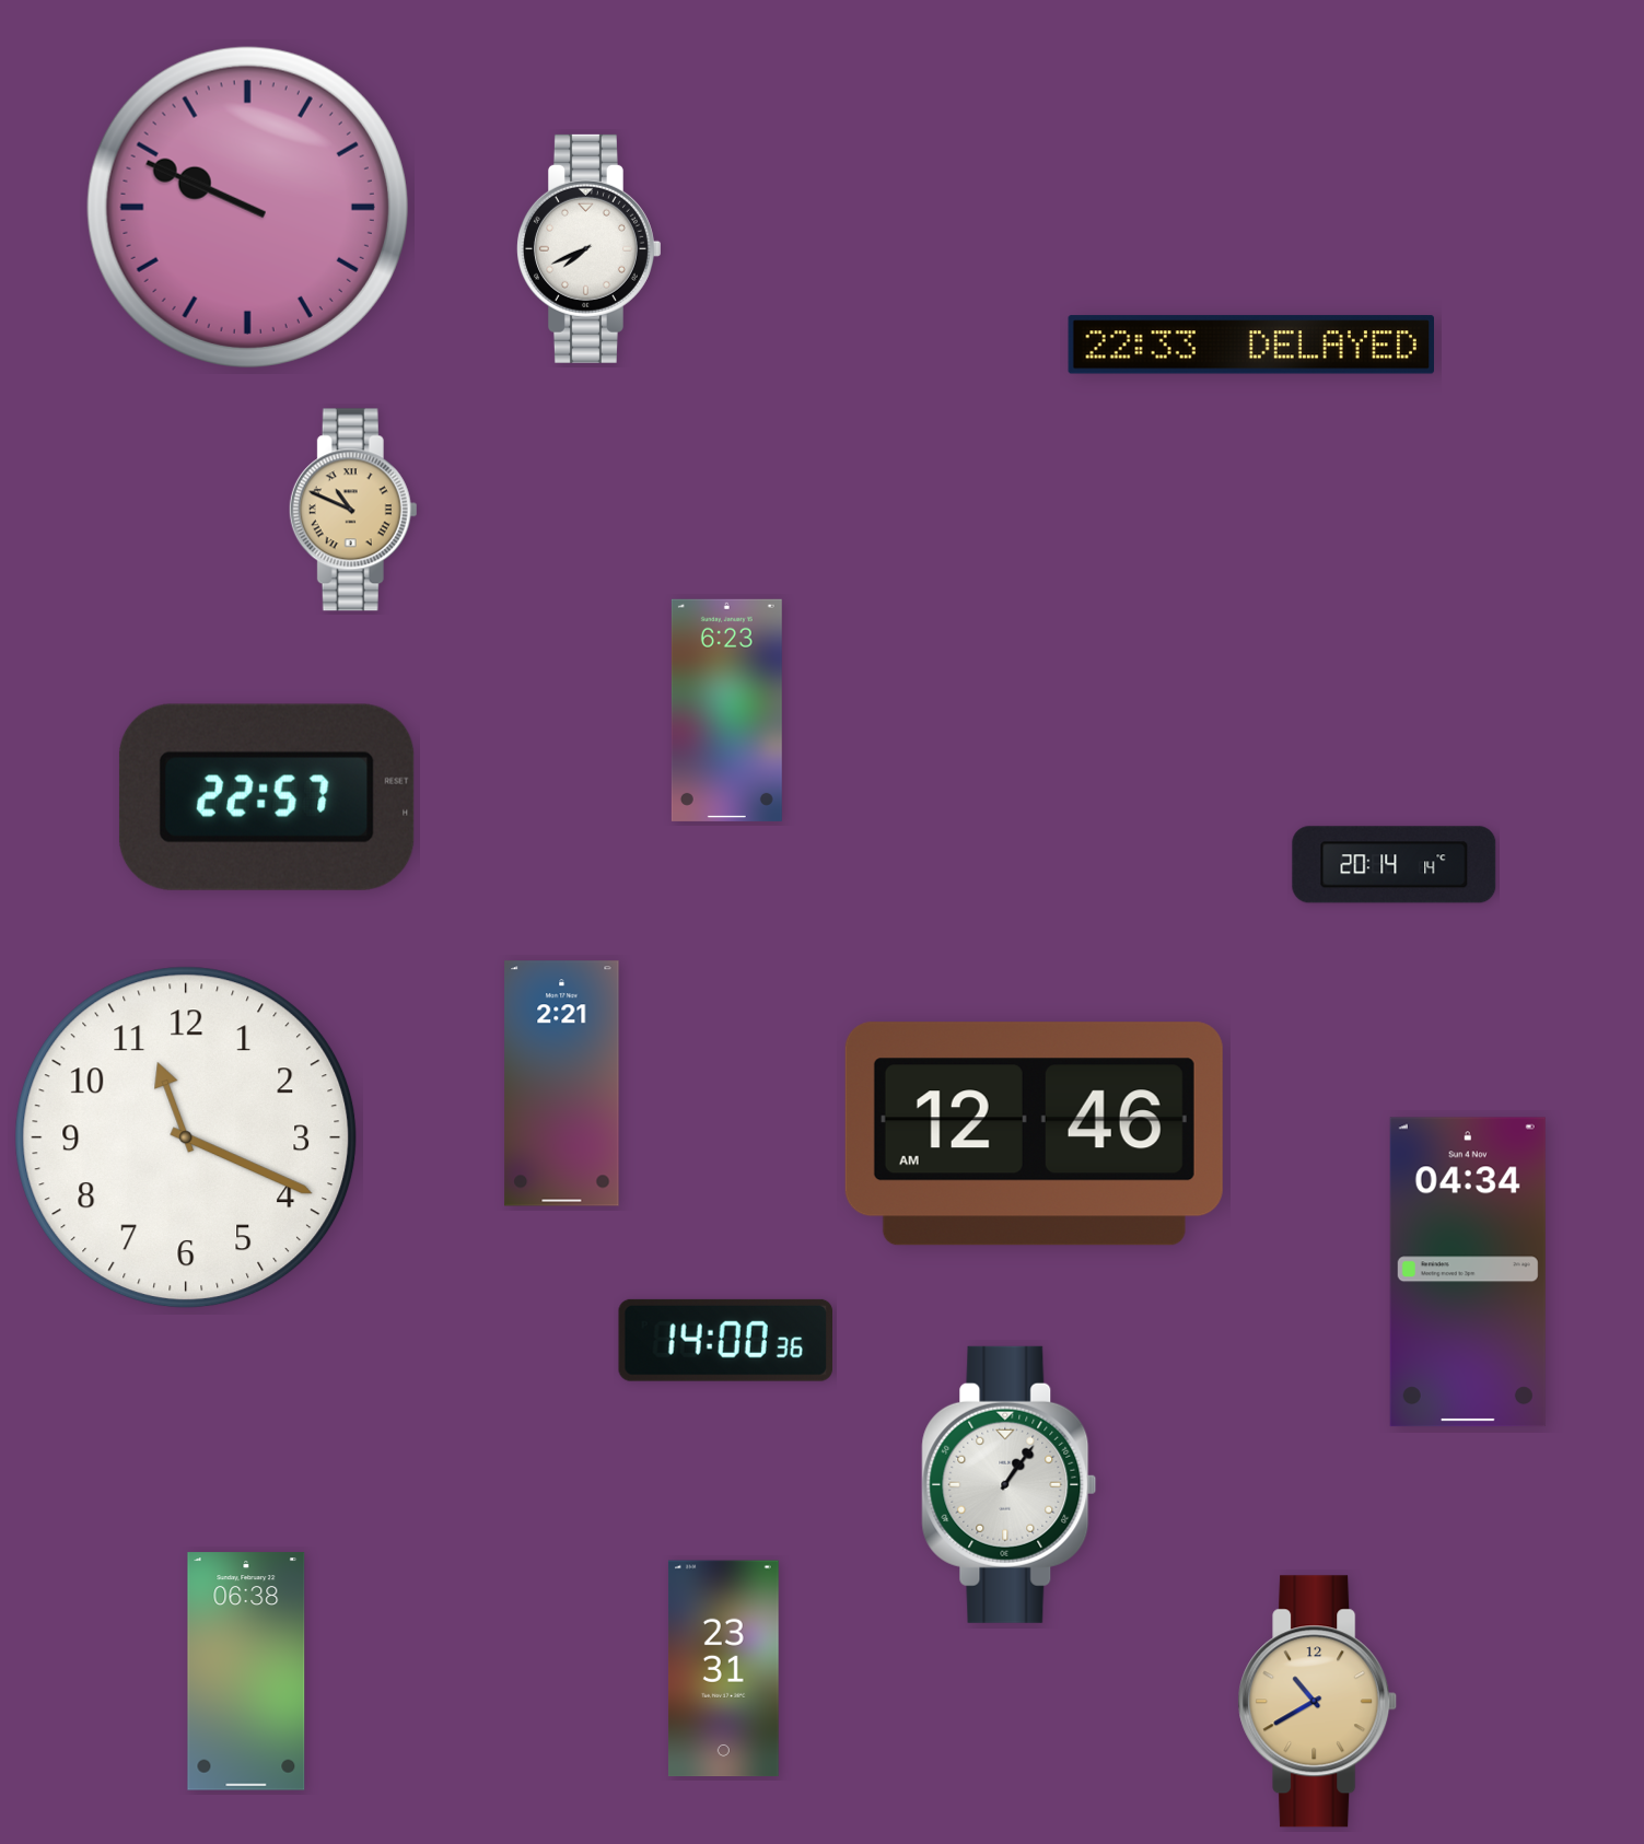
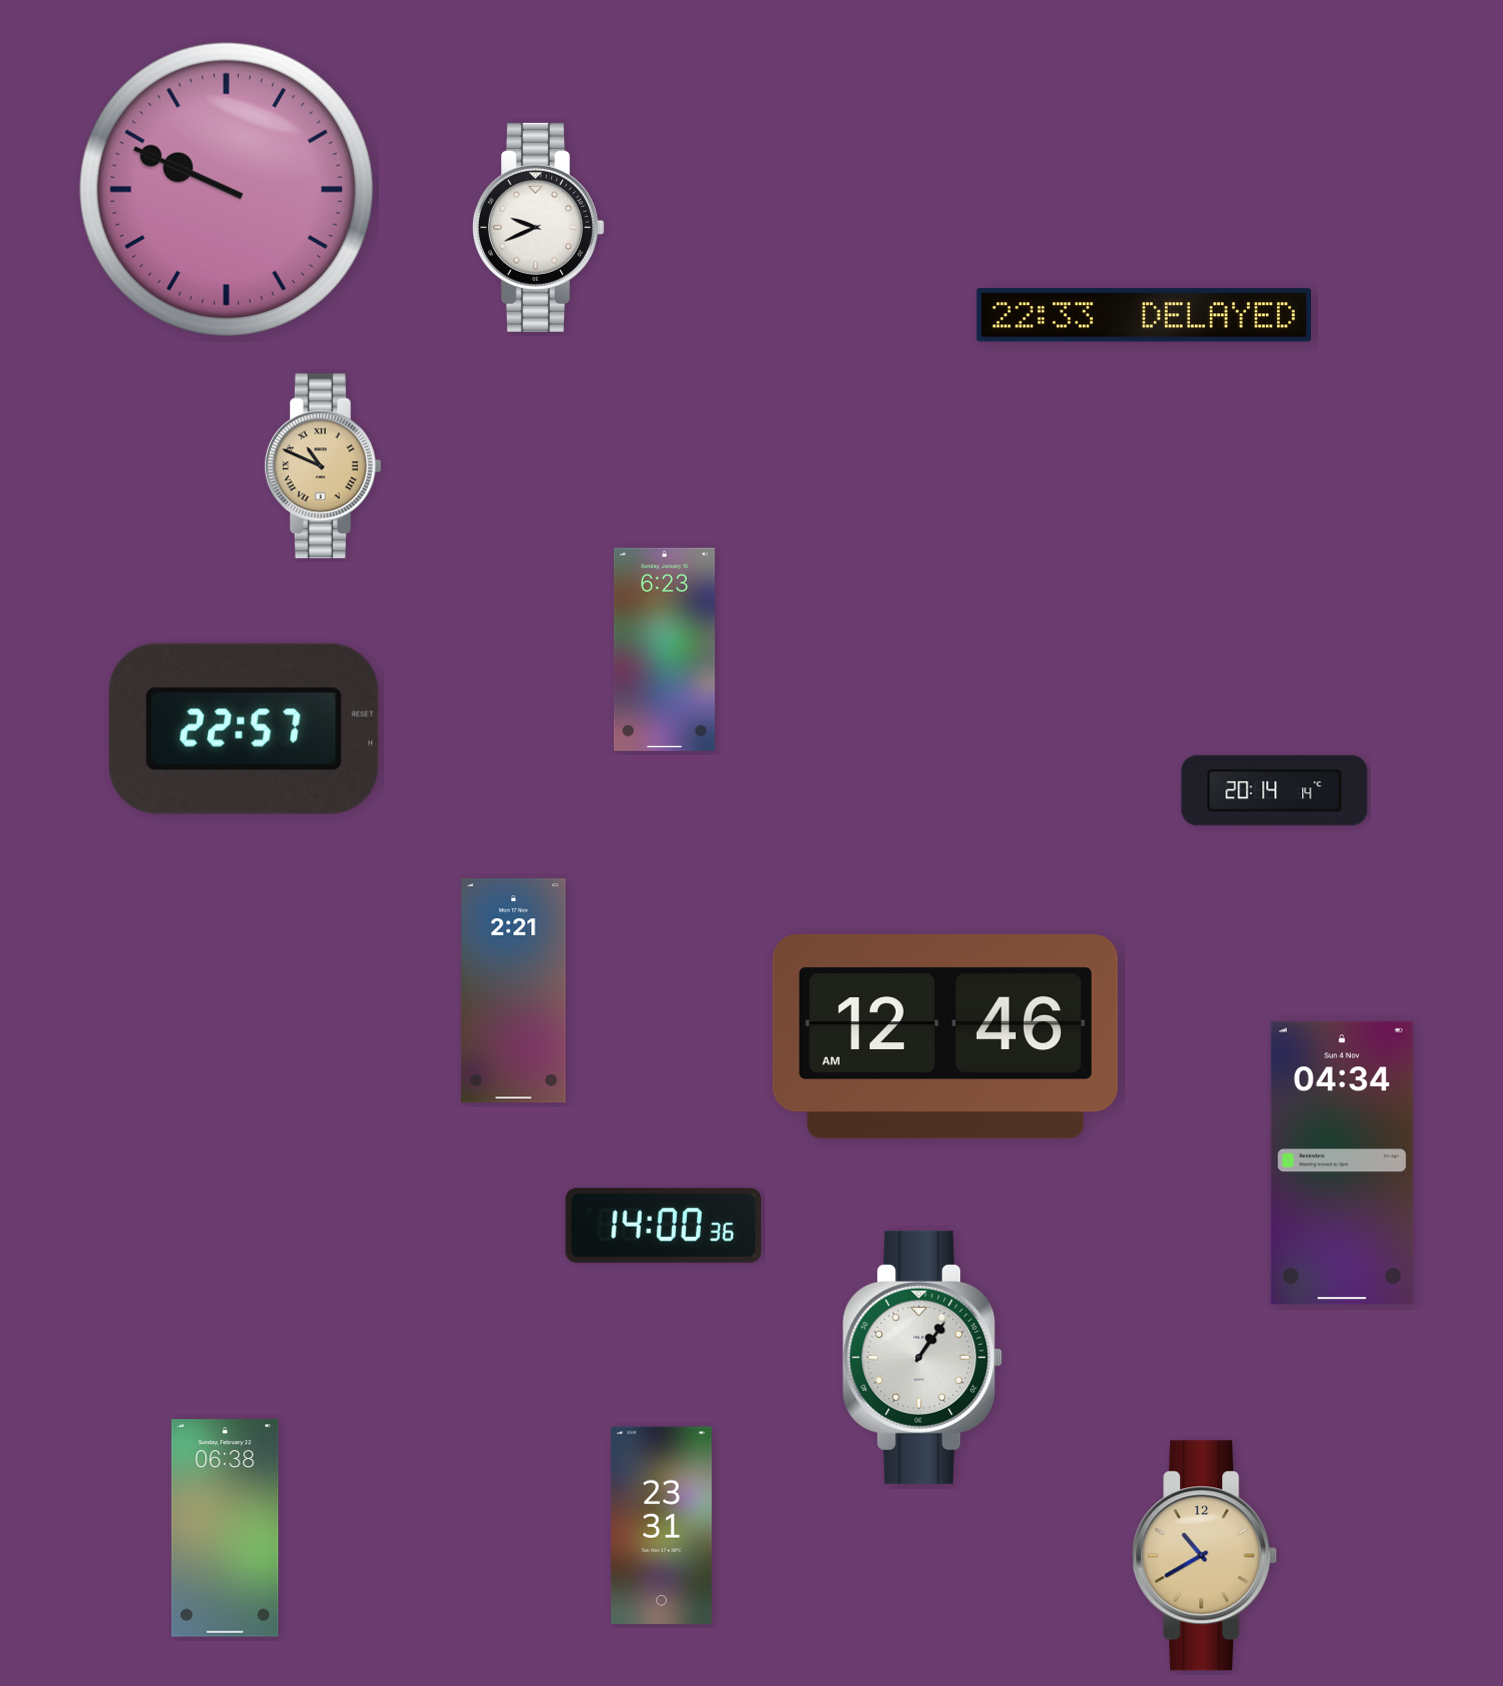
clock at (588, 248): 7:41 -> 9:41
clock at (186, 1137): 11:19 -> none
